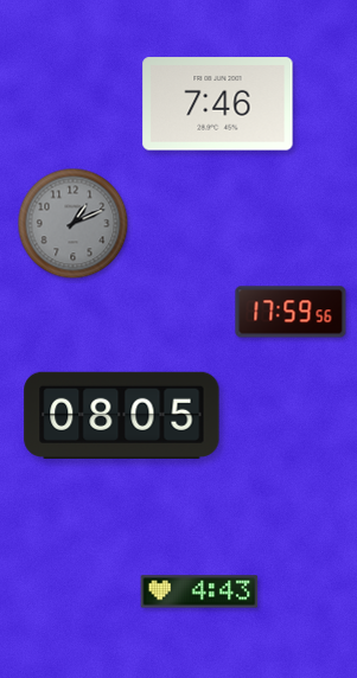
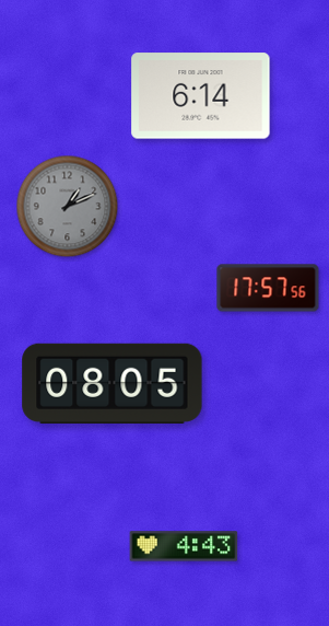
clock at (218, 104): 7:46 -> 6:14
clock at (291, 312): 17:59 -> 17:57
